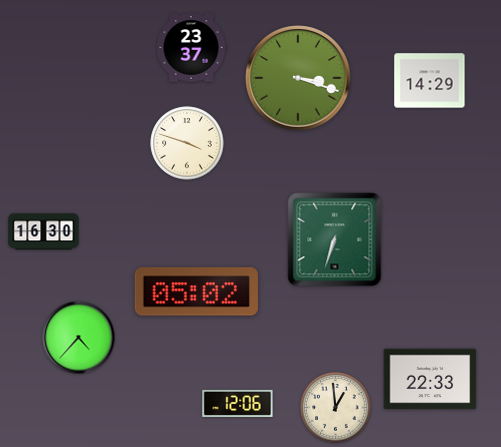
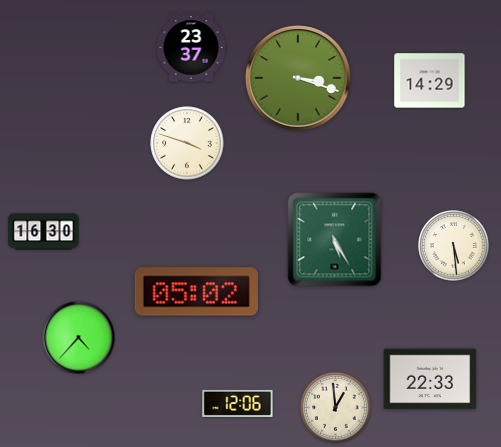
clock at (335, 240): 6:33 -> 5:25
clock at (454, 246): none -> 5:29
